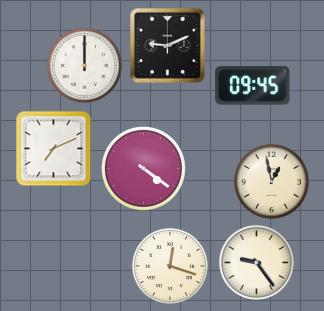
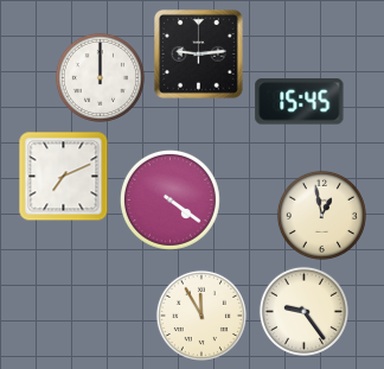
clock at (168, 46): 9:11 -> 9:14
clock at (253, 86): 09:45 -> 15:45
clock at (170, 266): 12:18 -> 11:55
